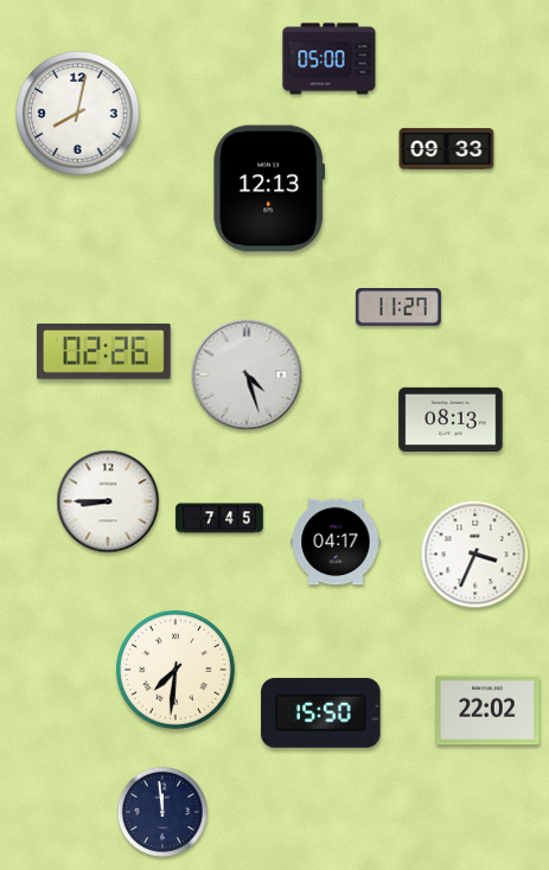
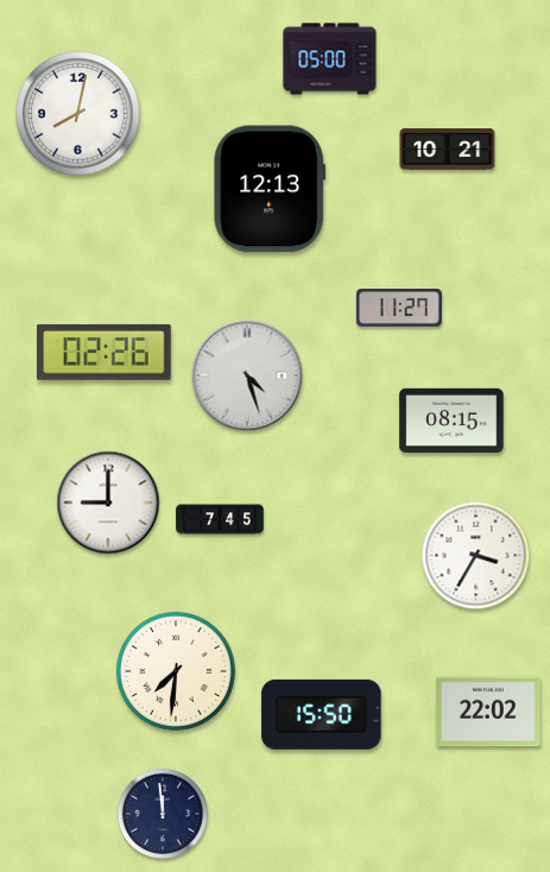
clock at (447, 149): 09:33 -> 10:21
clock at (451, 418): 08:13 -> 08:15
clock at (108, 501): 8:45 -> 9:00
clock at (336, 542): 04:17 -> none
clock at (475, 555): 3:34 -> 3:35
